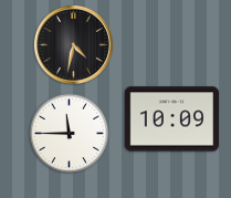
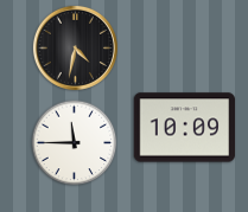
clock at (73, 44) position: (73, 44) -> (75, 47)
